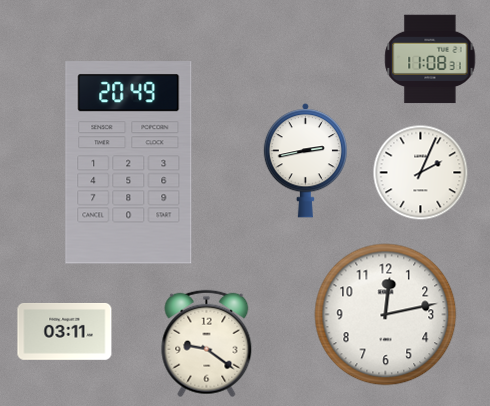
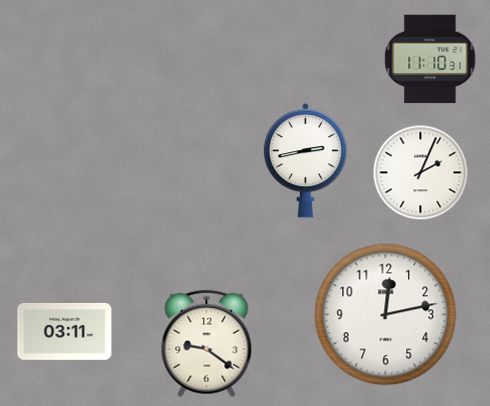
clock at (430, 59): 11:08 -> 11:10
clock at (129, 163): 20:49 -> none
